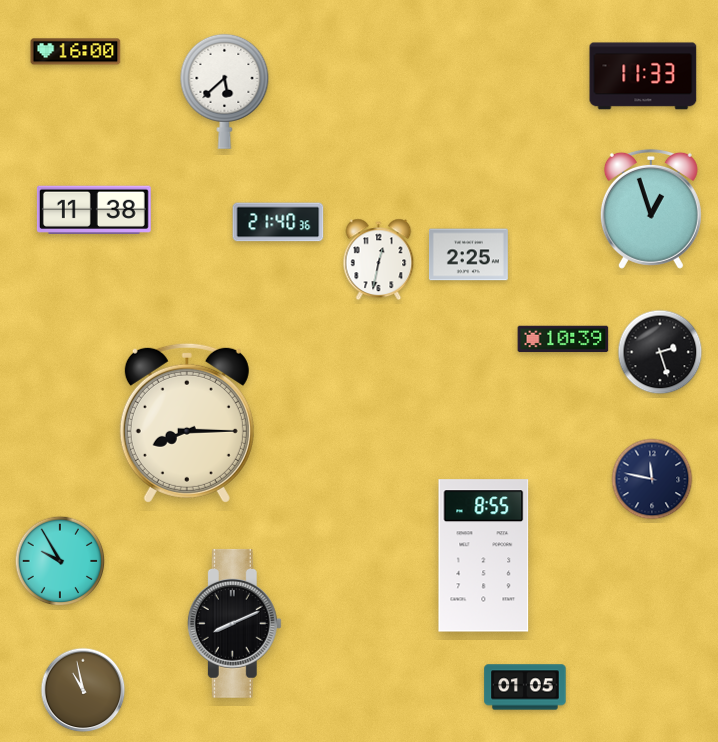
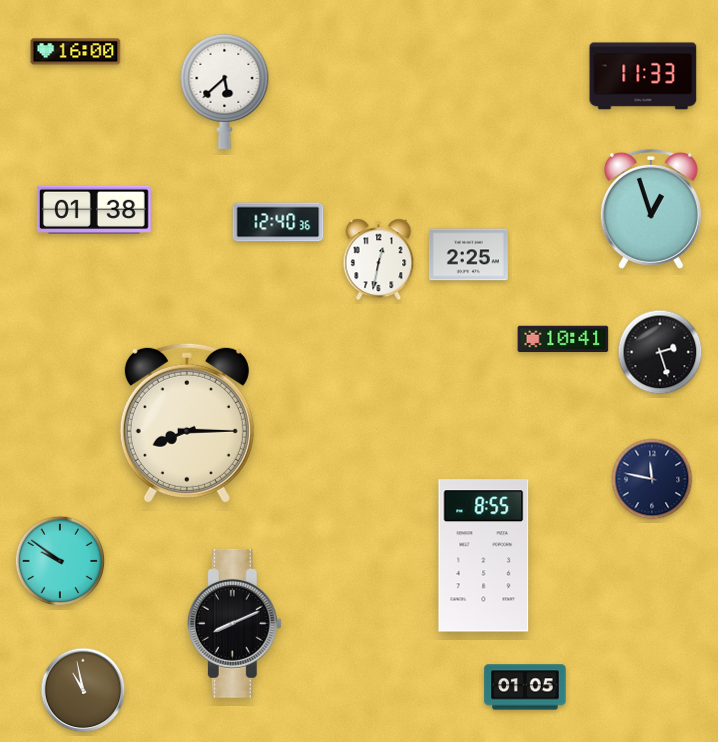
clock at (94, 209): 11:38 -> 01:38
clock at (278, 222): 21:40 -> 12:40
clock at (563, 339): 10:39 -> 10:41
clock at (60, 561): 9:55 -> 9:51
